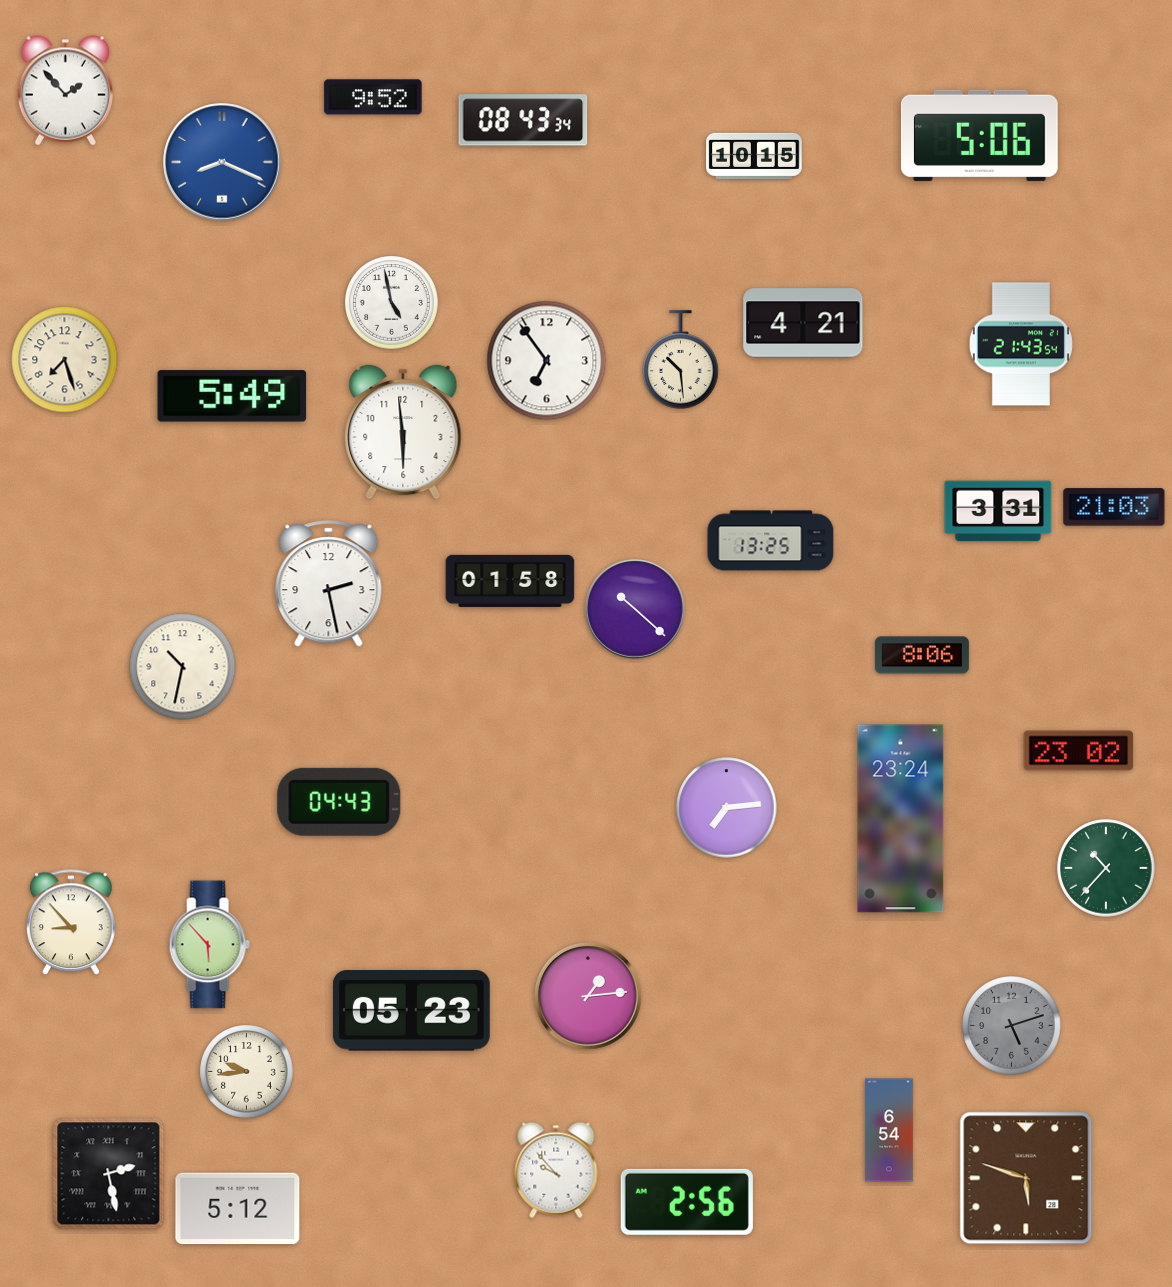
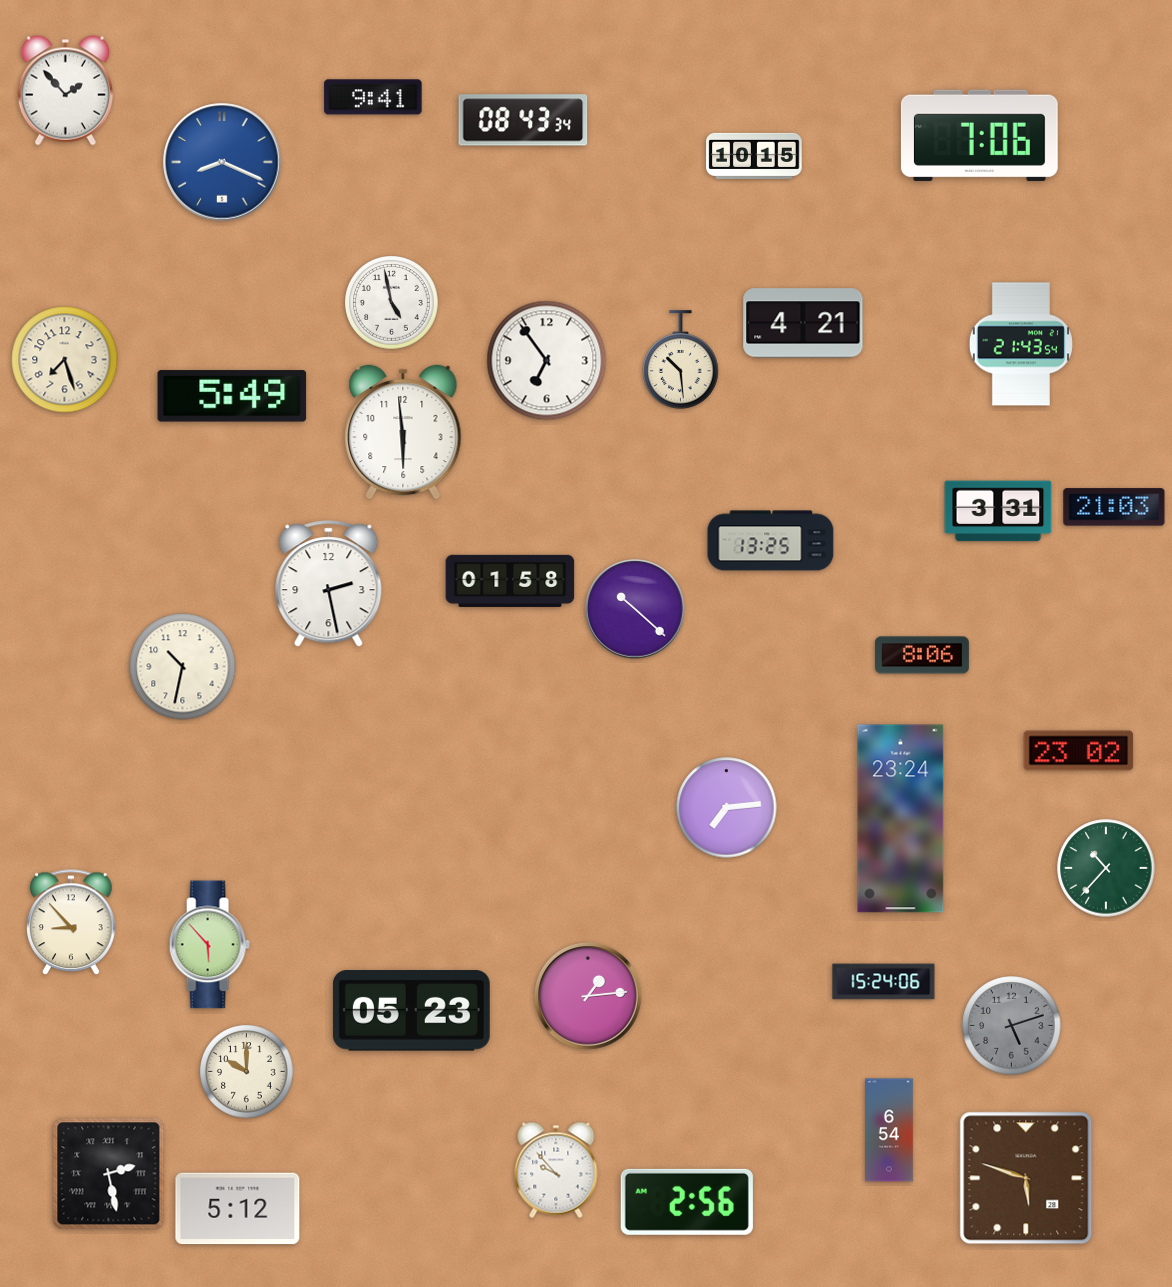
clock at (373, 97): 9:52 -> 9:41
clock at (979, 135): 5:06 -> 7:06
clock at (339, 802): 04:43 -> none
clock at (884, 982): none -> 15:24
clock at (247, 1072): 9:44 -> 10:00
